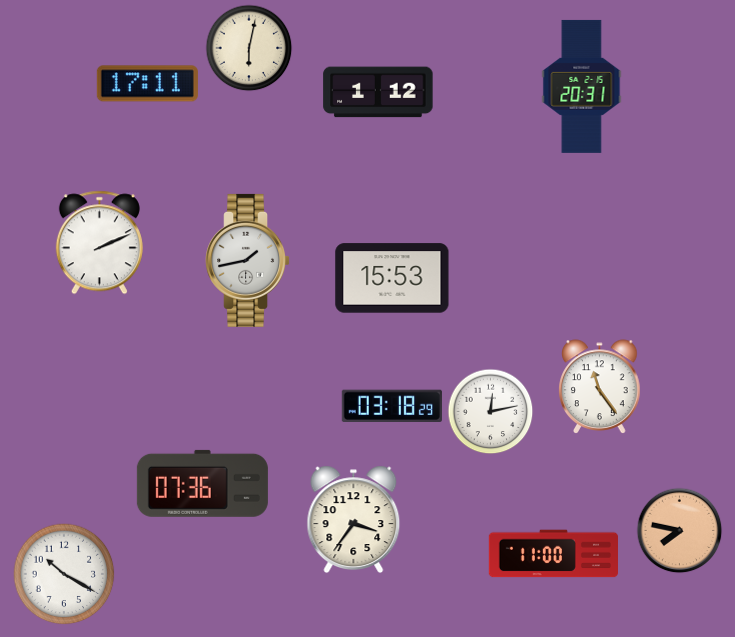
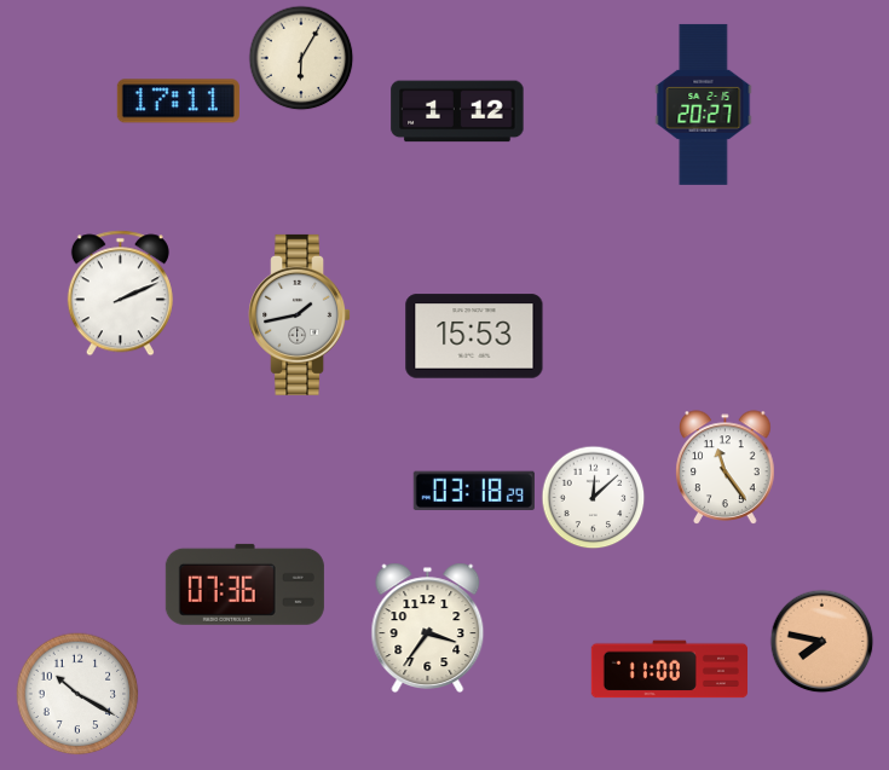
clock at (249, 48): 6:02 -> 6:05
clock at (582, 86): 20:31 -> 20:27
clock at (491, 412): 12:13 -> 12:08
